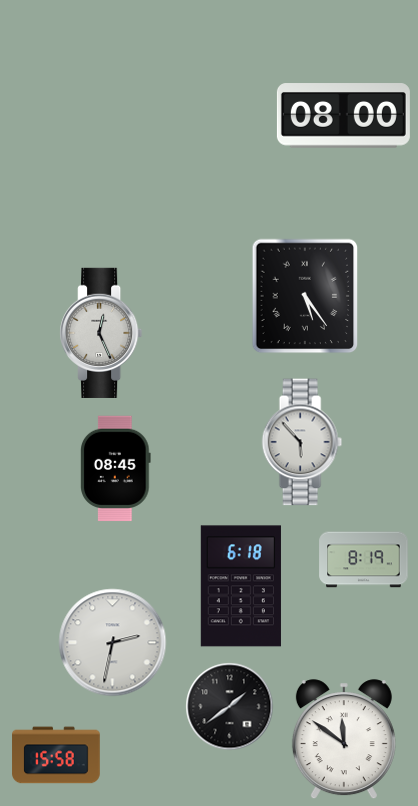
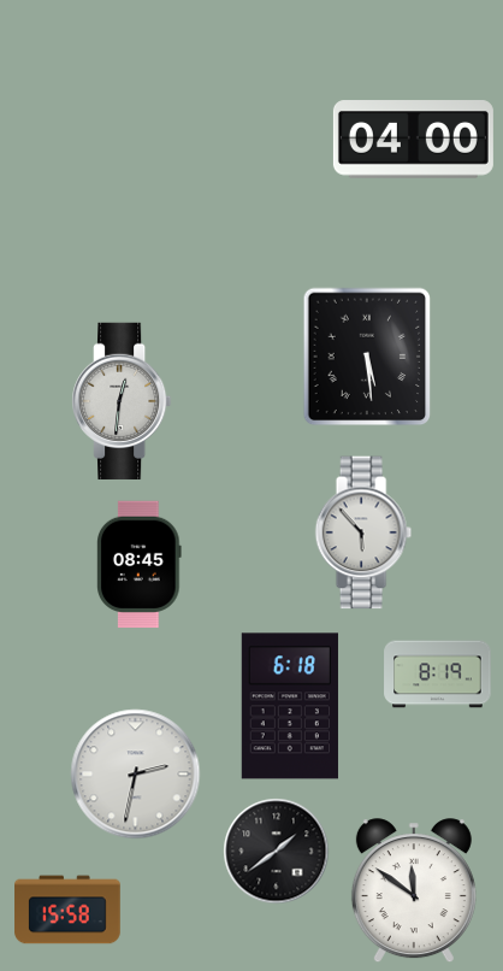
clock at (343, 116): 08:00 -> 04:00
clock at (305, 296): 5:24 -> 5:29
clock at (101, 333): 12:26 -> 12:31
